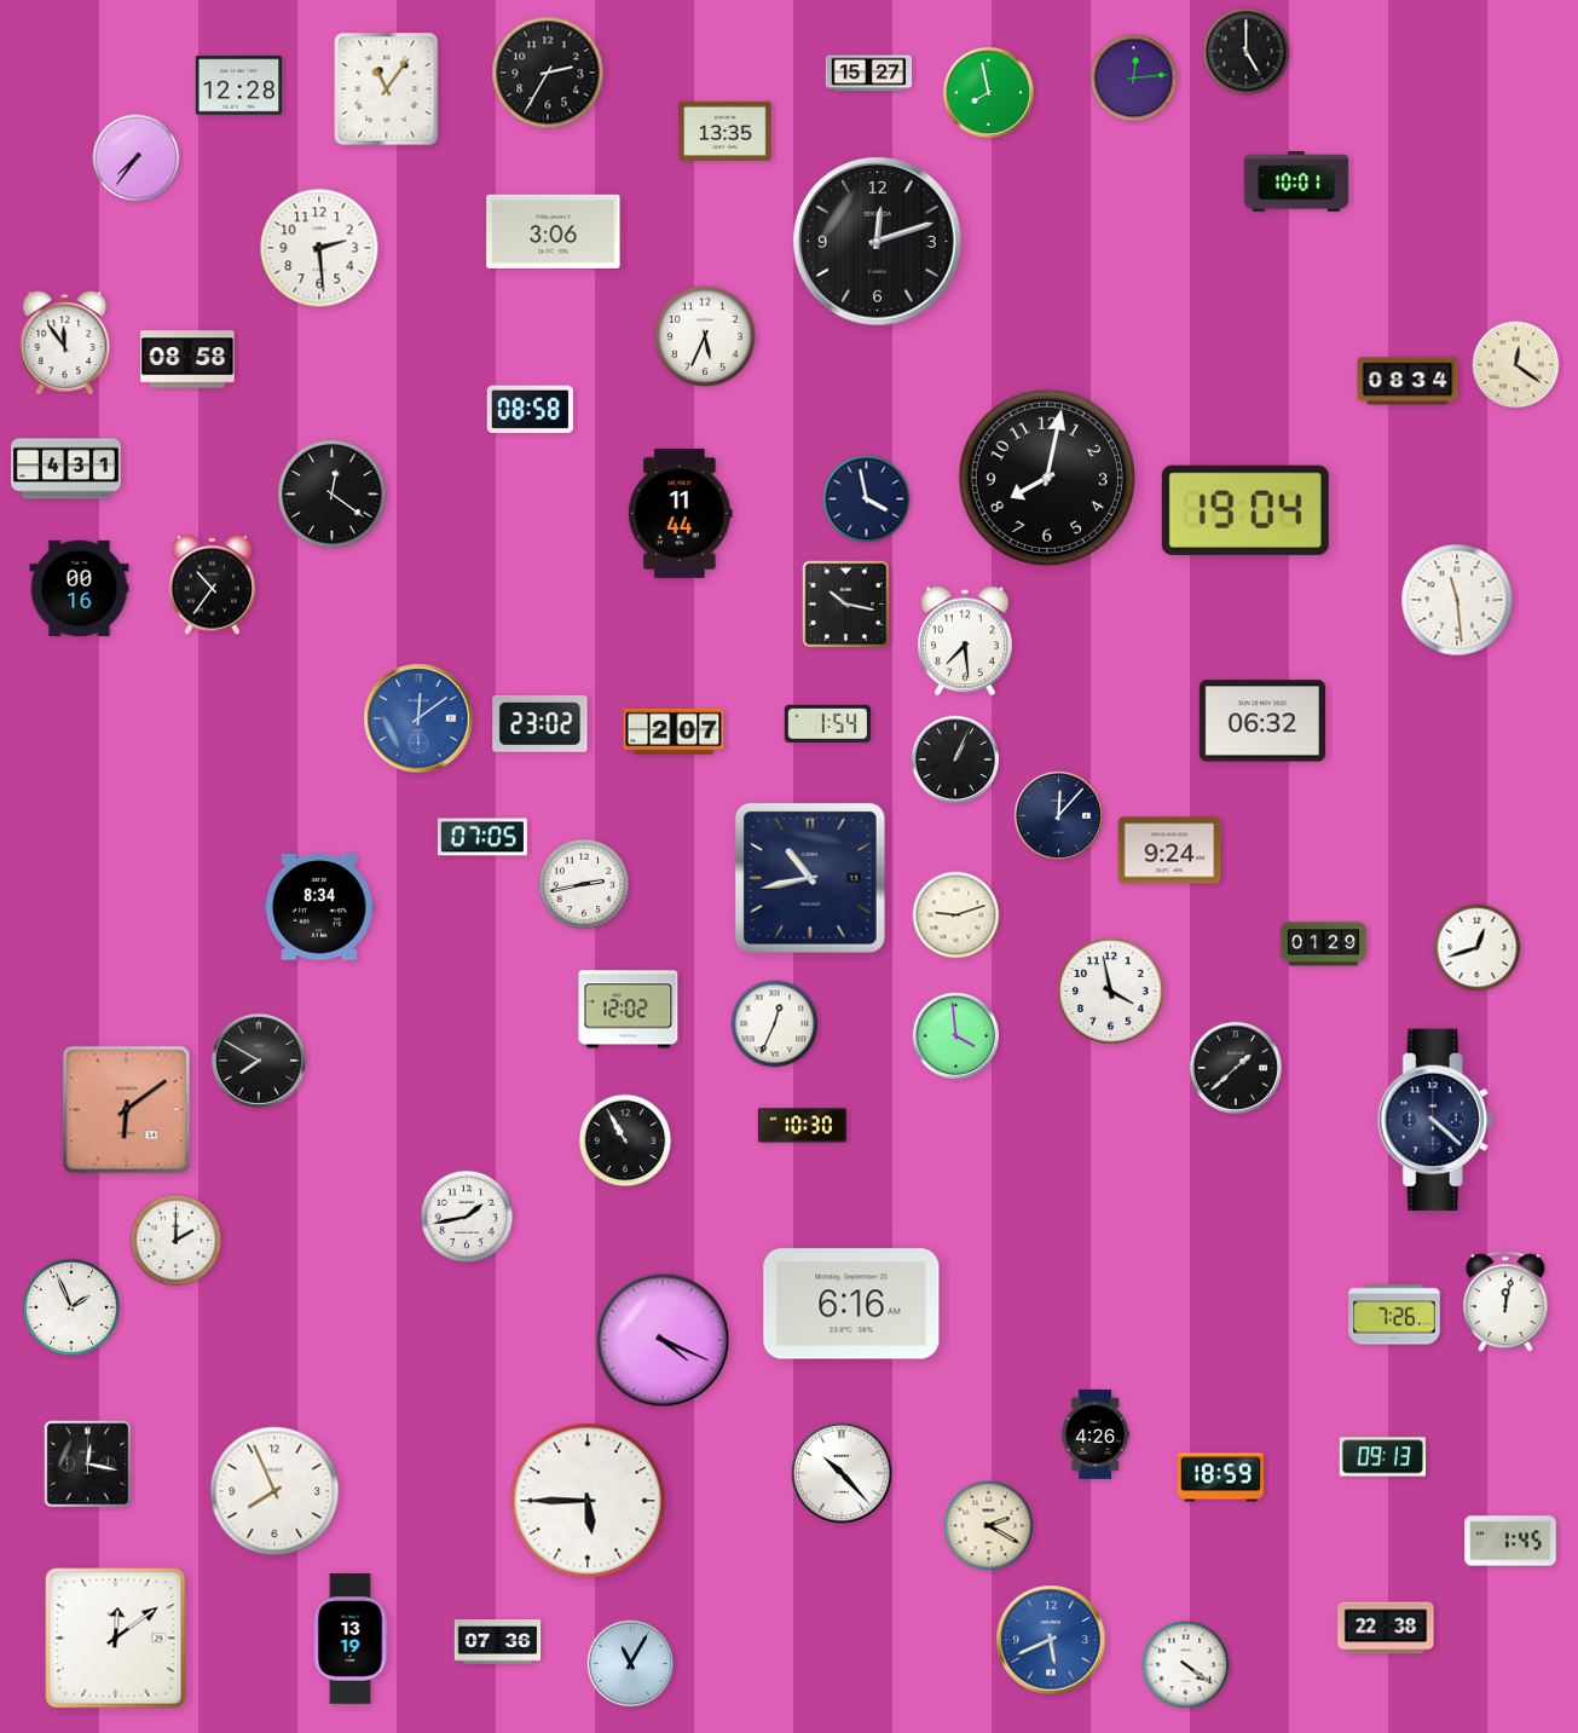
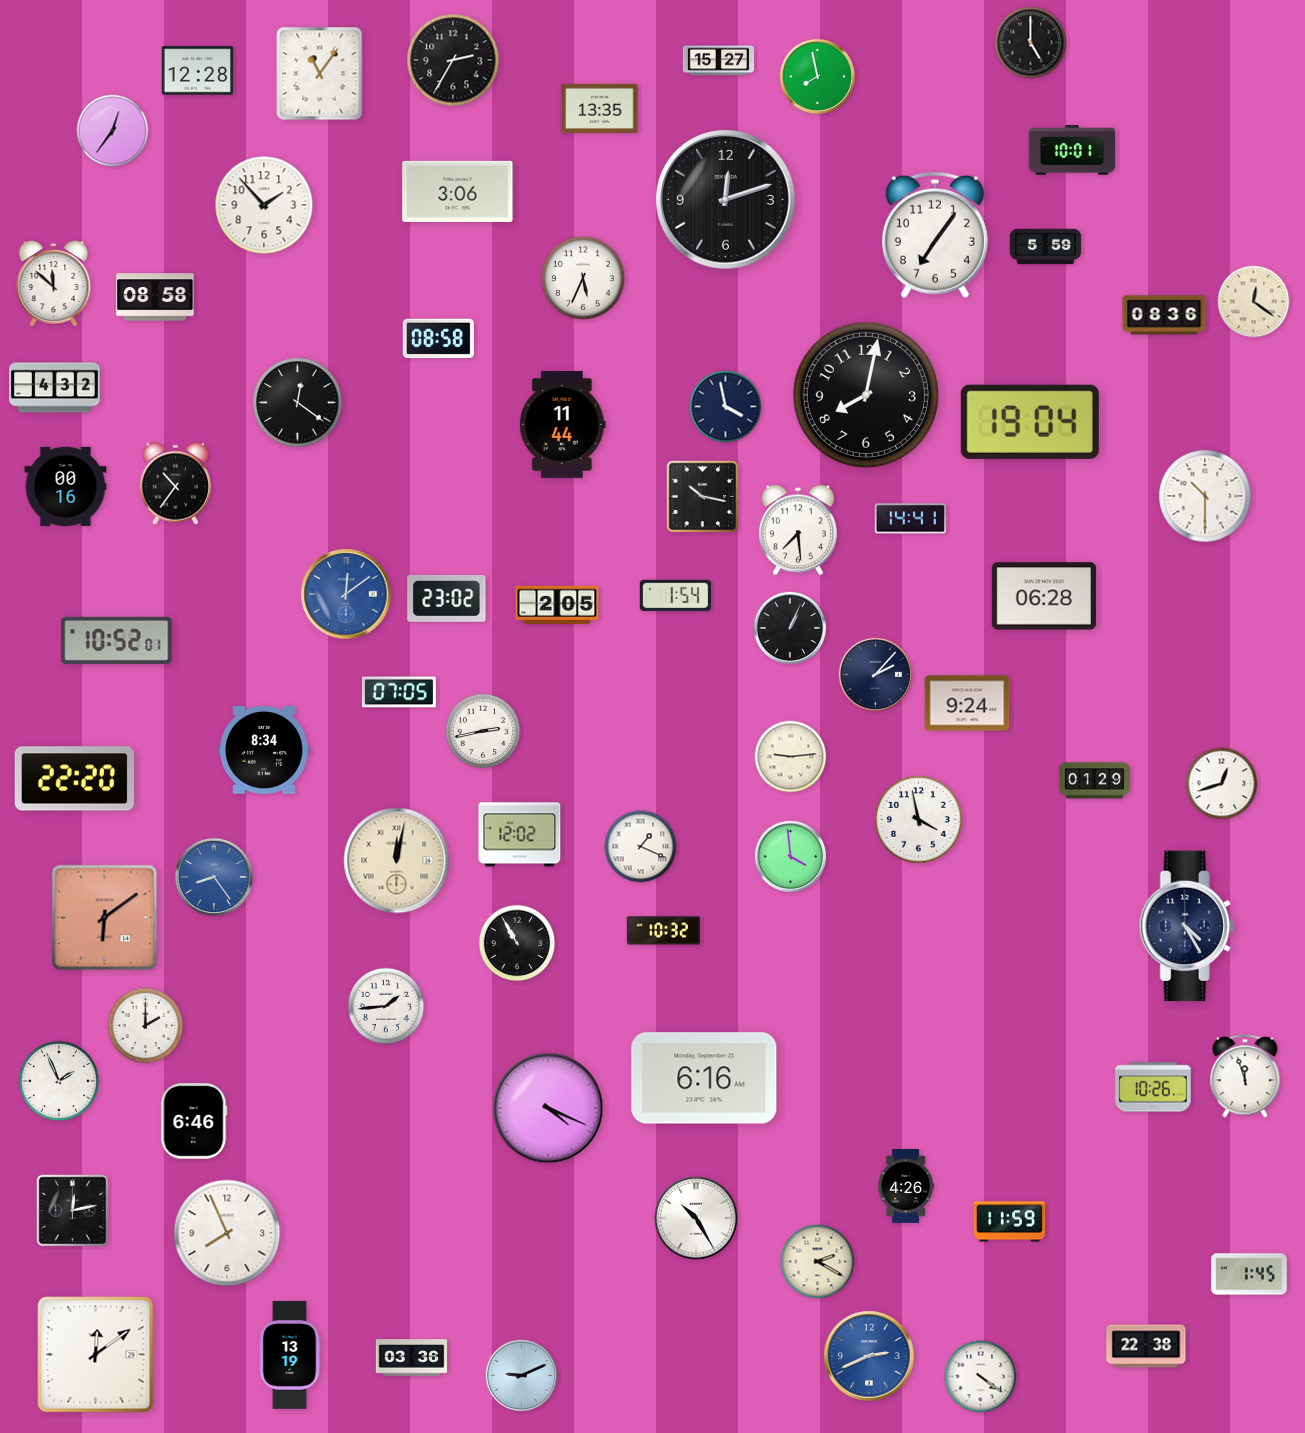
clock at (1134, 79): 12:14 -> none
clock at (137, 158): 7:36 -> 12:36
clock at (319, 248): 2:29 -> 1:53
clock at (935, 235): none -> 7:06
clock at (1046, 247): none -> 5:59
clock at (65, 343): 11:54 -> 11:52
clock at (1408, 381): 08:34 -> 08:36
clock at (67, 469): 4:31 -> 4:32
clock at (333, 495) position: (333, 495) -> (298, 403)
clock at (867, 499) position: (867, 499) -> (726, 407)
clock at (1457, 600): 11:29 -> 10:30
clock at (846, 605) position: (846, 605) -> (703, 497)
clock at (910, 519): none -> 14:41
clock at (1262, 721): 06:32 -> 06:28
clock at (827, 723) position: (827, 723) -> (675, 595)
clock at (674, 732): 2:07 -> 2:05
clock at (117, 640): none -> 10:52
clock at (1058, 815): 12:07 -> 2:07
clock at (811, 879): 10:43 -> none
clock at (956, 915): 9:12 -> 9:14
clock at (74, 779): none -> 22:20
clock at (775, 1024): 12:34 -> 1:19
clock at (397, 861): none -> 12:02
clock at (259, 1061): 7:50 -> 8:24
clock at (259, 1061) dial: black -> blue
clock at (1236, 1068): 1:38 -> none
clock at (1435, 1120): 4:22 -> 4:25
clock at (802, 1126): 10:30 -> 10:32
clock at (467, 1217): 1:43 -> 1:44
clock at (1505, 1301): 12:02 -> 11:57
clock at (1394, 1315): 7:26 -> 10:26
clock at (194, 1121): none -> 6:46
clock at (1383, 1457): 09:13 -> none
clock at (88, 1465): 12:17 -> 12:13
clock at (843, 1474): 10:23 -> 10:25
clock at (1220, 1478): 18:59 -> 11:59
clock at (588, 1501): 5:45 -> none
clock at (1051, 1640): 5:41 -> 2:41
clock at (498, 1642): 07:36 -> 03:36
clock at (631, 1664): 11:05 -> 9:11
